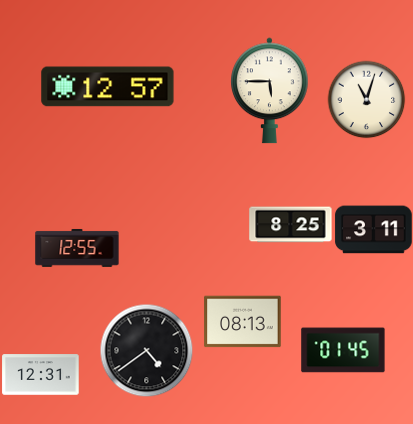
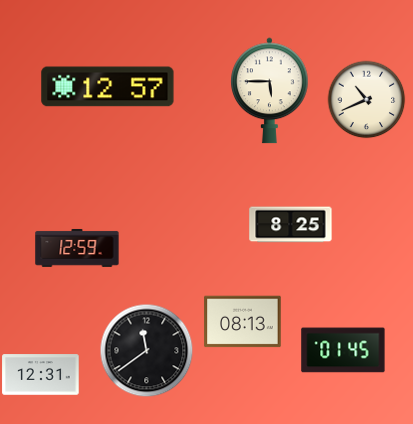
clock at (366, 99): 11:03 -> 10:41
clock at (374, 230): 3:11 -> none
clock at (77, 248): 12:55 -> 12:59
clock at (146, 350): 4:39 -> 11:39
